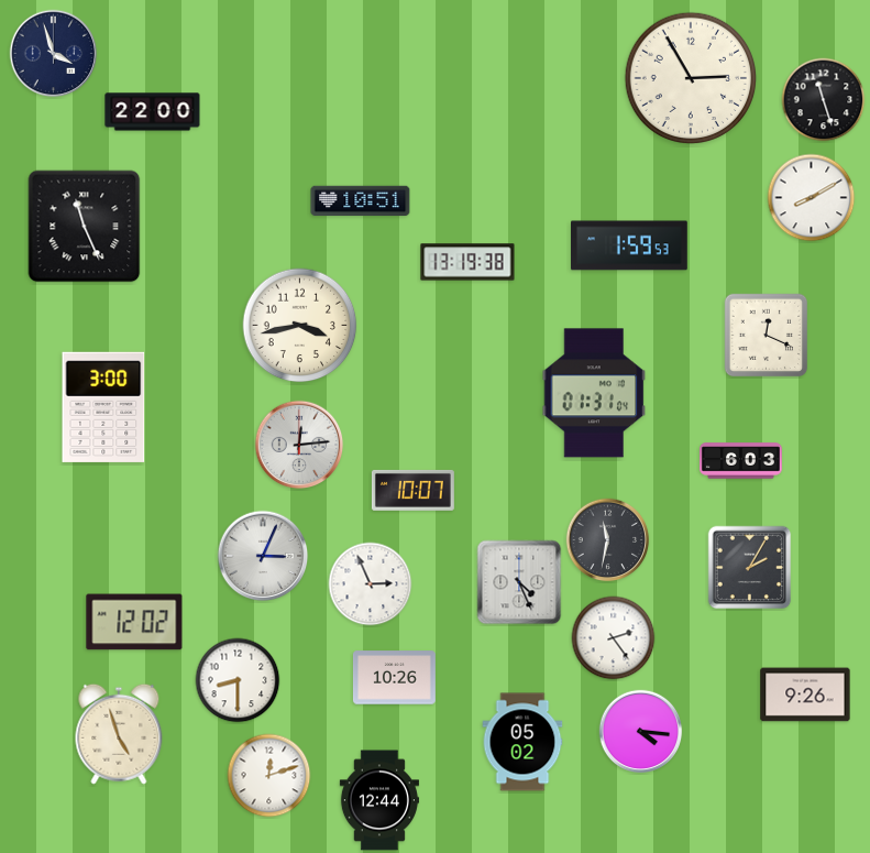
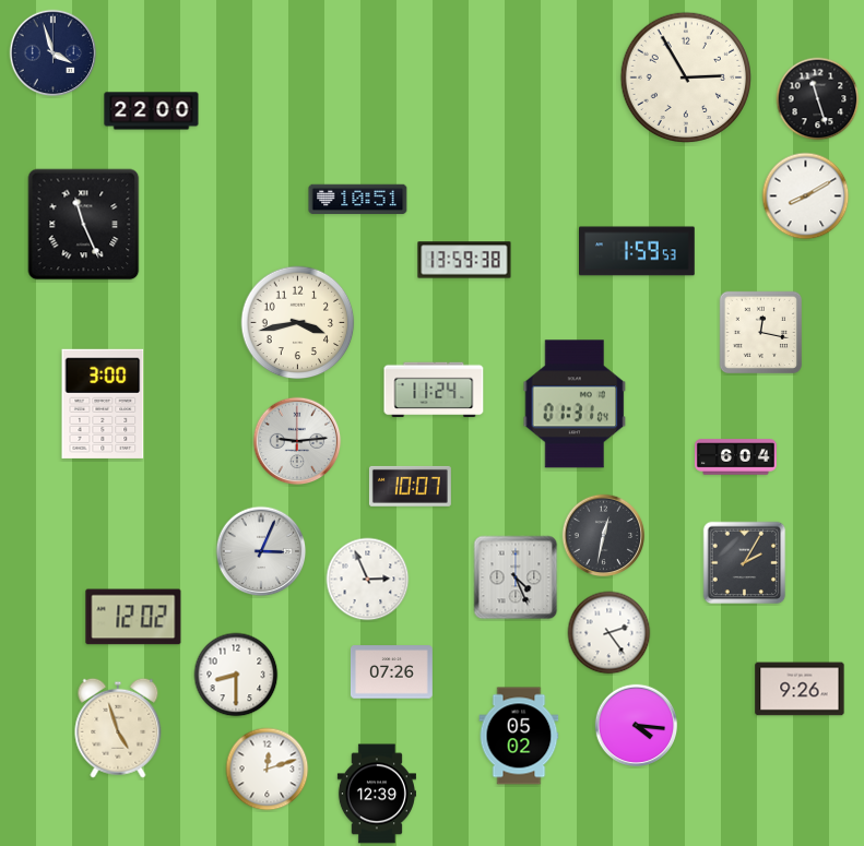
clock at (630, 245) position: (630, 245) -> (638, 251)
clock at (467, 262): 13:19 -> 13:59
clock at (767, 336): 12:19 -> 12:17
clock at (434, 390): none -> 11:24
clock at (594, 393) position: (594, 393) -> (575, 404)
clock at (299, 445): 12:14 -> 9:14
clock at (741, 461): 6:03 -> 6:04
clock at (608, 540): 11:32 -> 12:32
clock at (394, 678): 10:26 -> 07:26
clock at (379, 800): 12:44 -> 12:39
